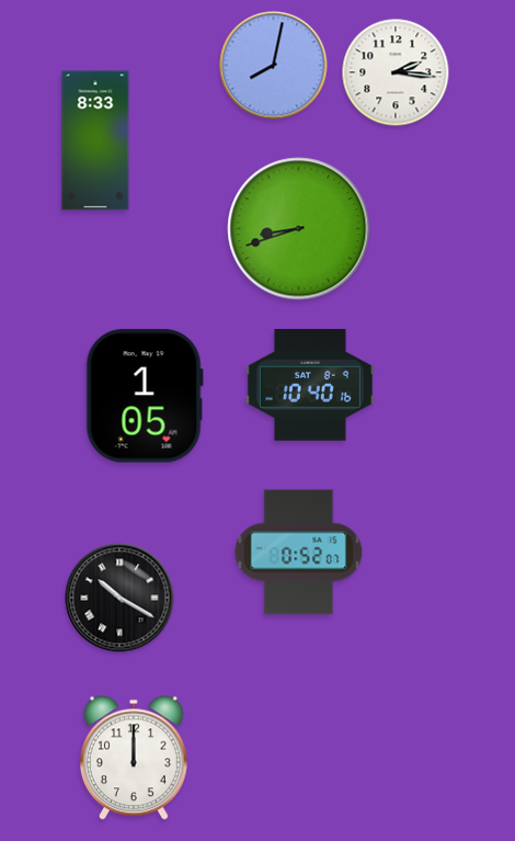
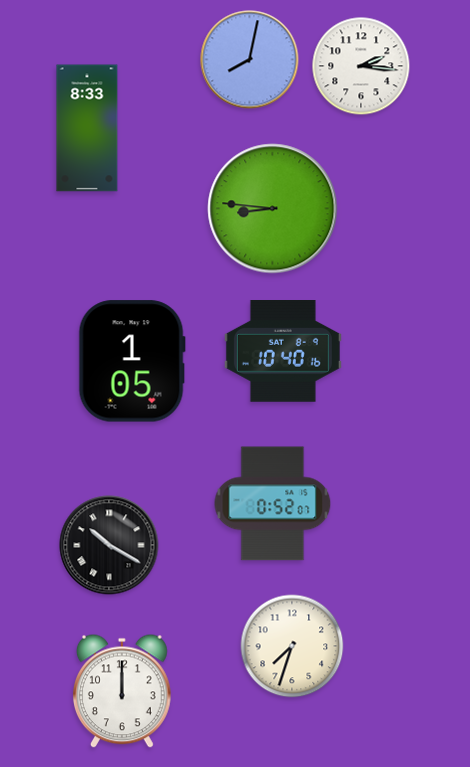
clock at (299, 229): 8:42 -> 8:46
clock at (292, 646): none -> 7:33
